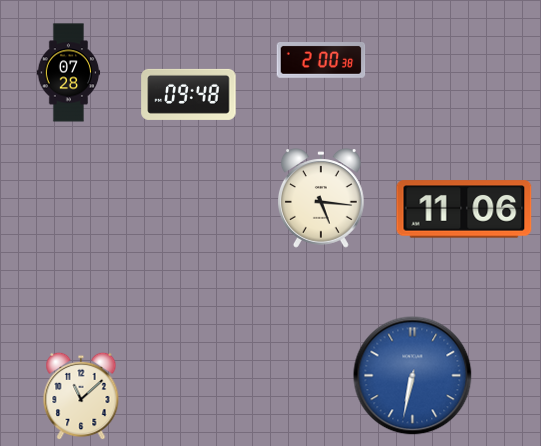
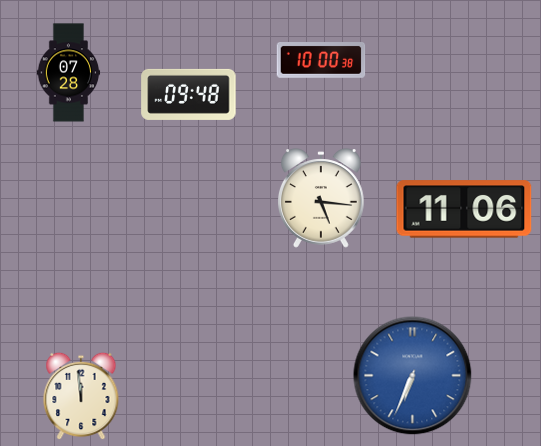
clock at (321, 61): 2:00 -> 10:00
clock at (413, 376): 6:32 -> 6:34
clock at (81, 396): 11:08 -> 11:59
